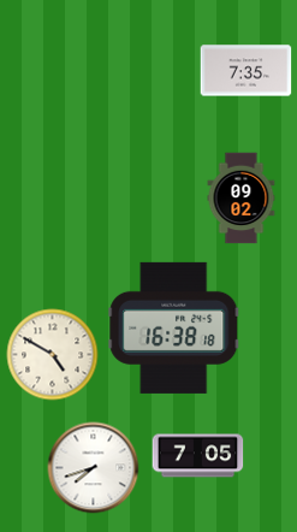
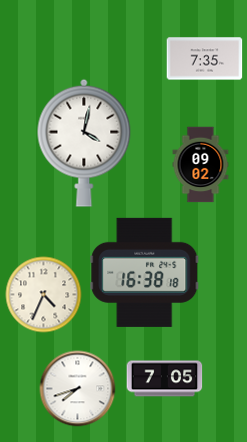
clock at (84, 143): none -> 4:02
clock at (53, 355): 4:50 -> 4:34
